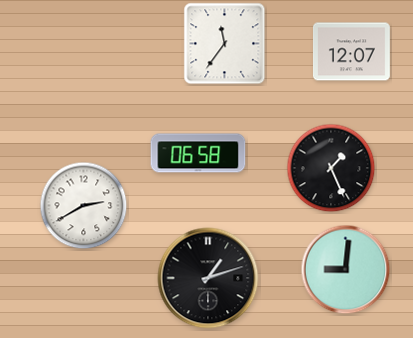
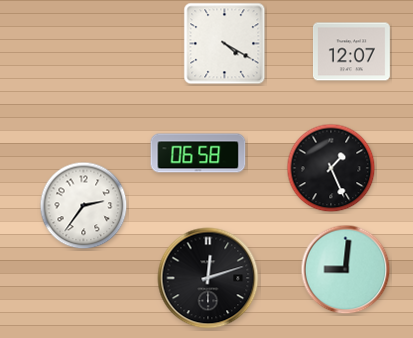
clock at (225, 44): 11:36 -> 4:20
clock at (84, 206): 2:40 -> 2:36
clock at (208, 278): 1:12 -> 12:12
